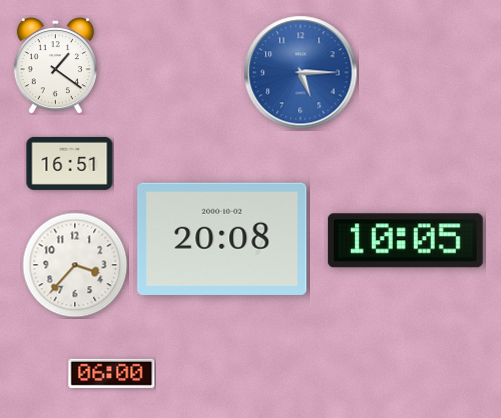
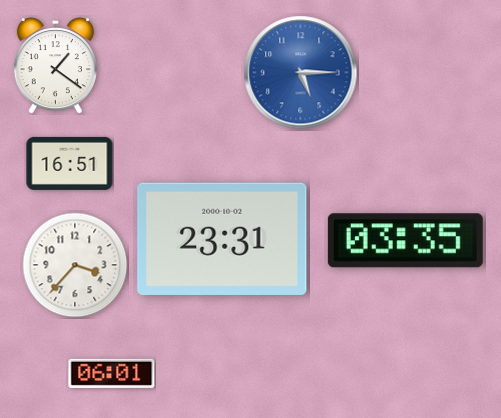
clock at (222, 238): 20:08 -> 23:31
clock at (405, 241): 10:05 -> 03:35
clock at (112, 373): 06:00 -> 06:01
